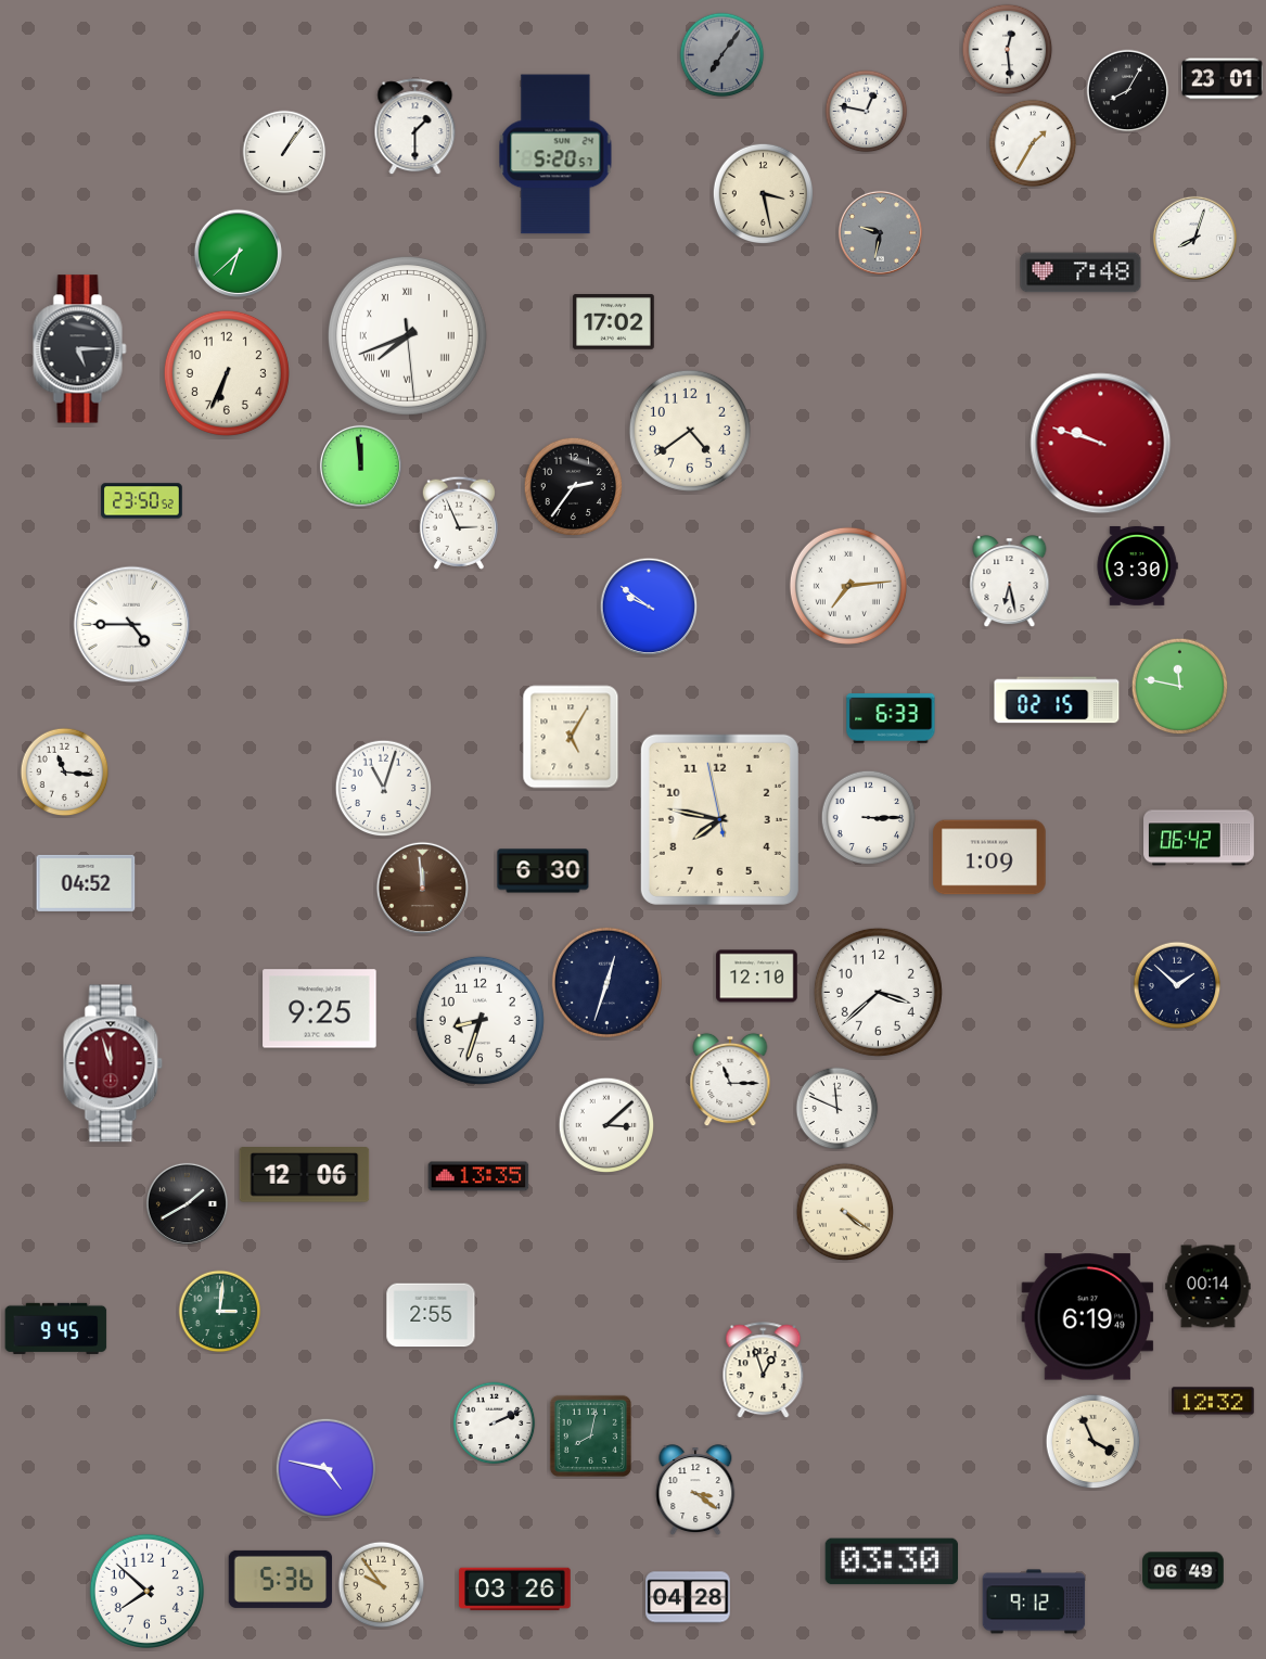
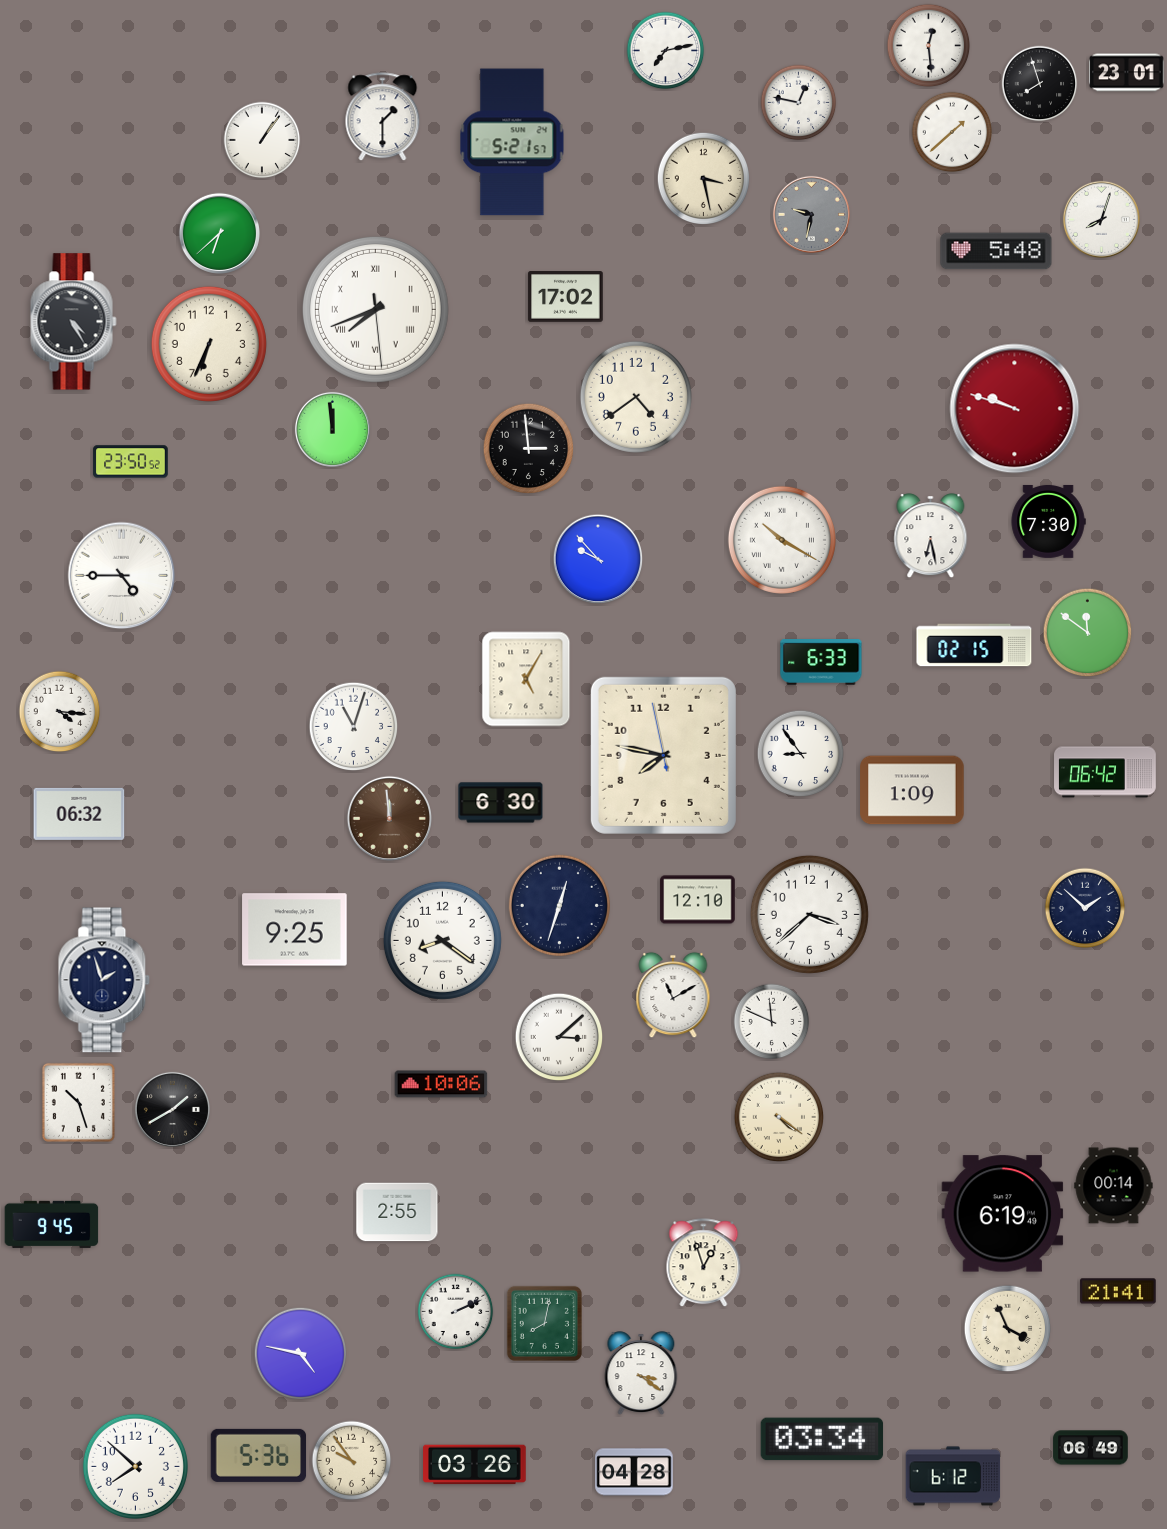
clock at (722, 55): 7:06 -> 7:13
clock at (722, 55) dial: grey -> white
clock at (1128, 91): 8:05 -> 7:57
clock at (1033, 143): 1:35 -> 1:38
clock at (555, 154): 5:20 -> 5:21
clock at (1080, 272): 7:48 -> 5:48
clock at (80, 349): 5:15 -> 4:25
clock at (574, 487): 2:36 -> 2:59
clock at (459, 523): 2:56 -> none
clock at (1137, 565): 3:30 -> 7:30
clock at (848, 586): 7:14 -> 10:20
clock at (649, 607): 9:51 -> 9:53
clock at (1180, 687): 11:47 -> 11:51
clock at (65, 773): 11:16 -> 4:16
clock at (869, 818): 3:15 -> 8:54
clock at (86, 883): 04:52 -> 06:32
clock at (479, 1020): 8:33 -> 8:21
clock at (113, 1063): 11:57 -> 1:57
clock at (113, 1063) dial: burgundy -> navy
clock at (730, 1080): 11:15 -> 11:10
clock at (305, 1175): 12:06 -> none
clock at (478, 1176): 13:35 -> 10:06
clock at (78, 1102): none -> 10:27
clock at (220, 1312): 3:01 -> none
clock at (1213, 1401): 12:32 -> 21:41
clock at (892, 1561): 03:30 -> 03:34
clock at (1034, 1601): 9:12 -> 6:12
